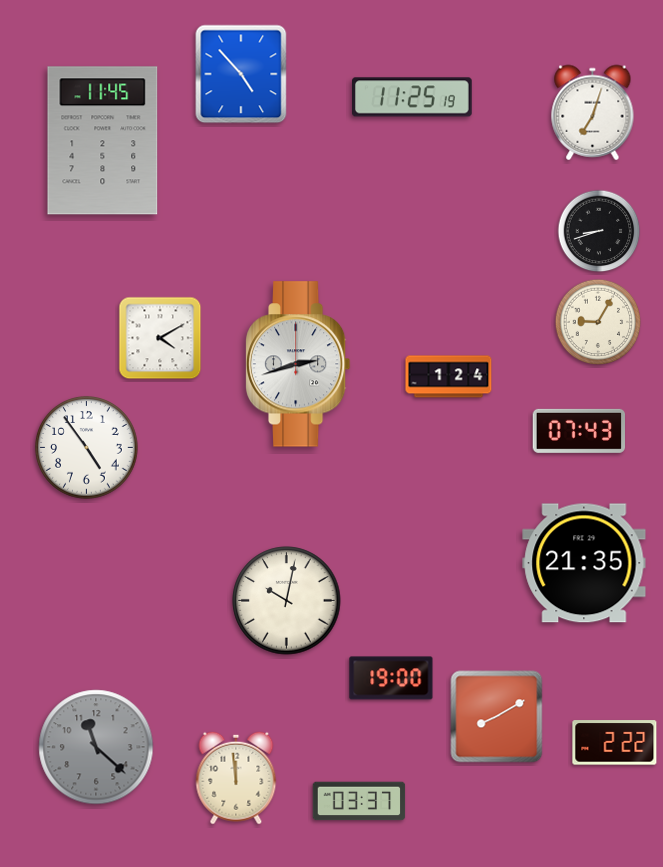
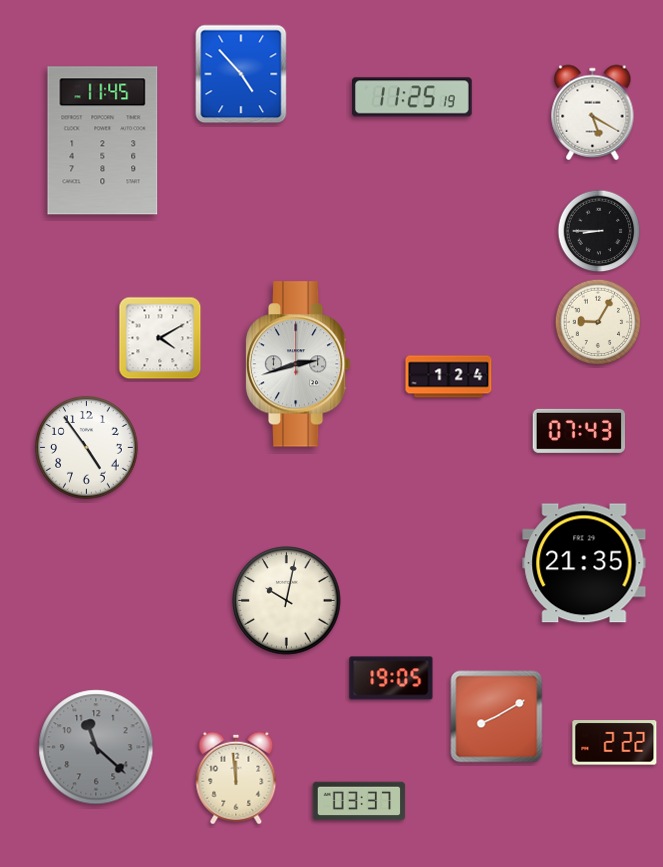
clock at (593, 113): 7:03 -> 5:20
clock at (599, 231): 8:42 -> 8:45
clock at (391, 678): 19:00 -> 19:05
